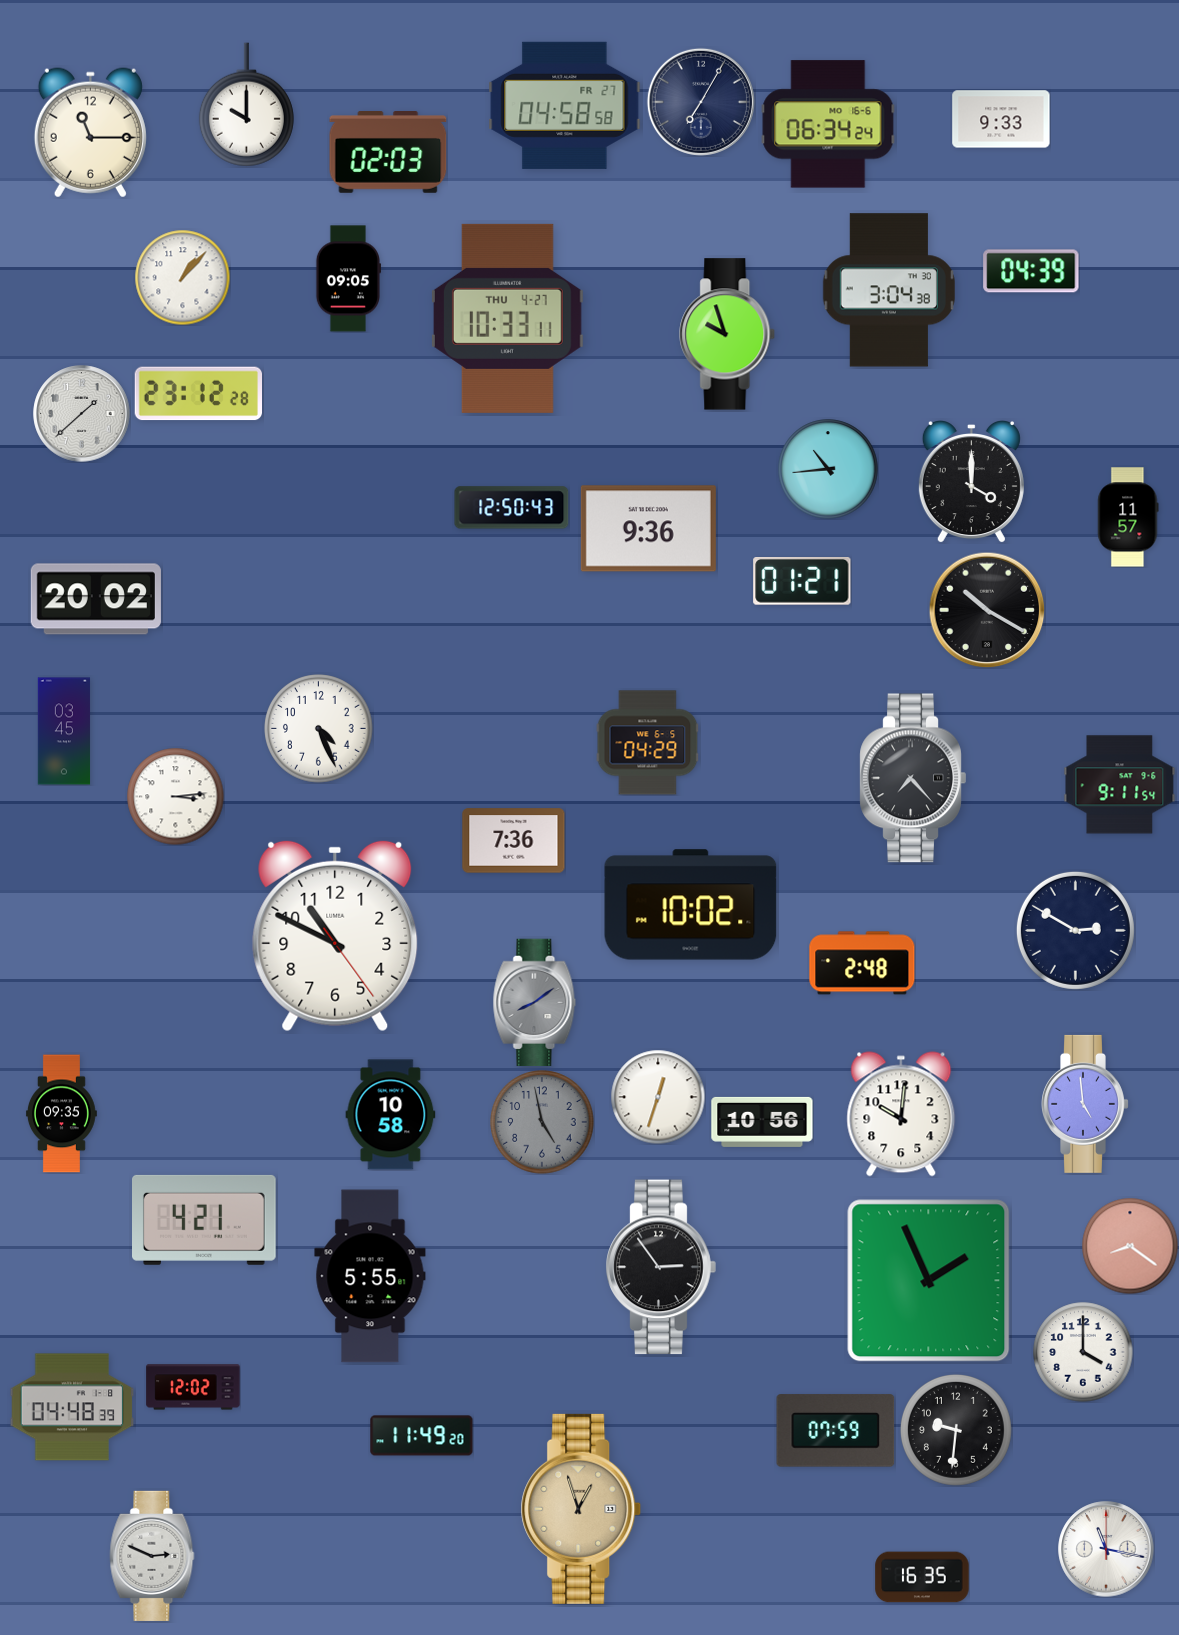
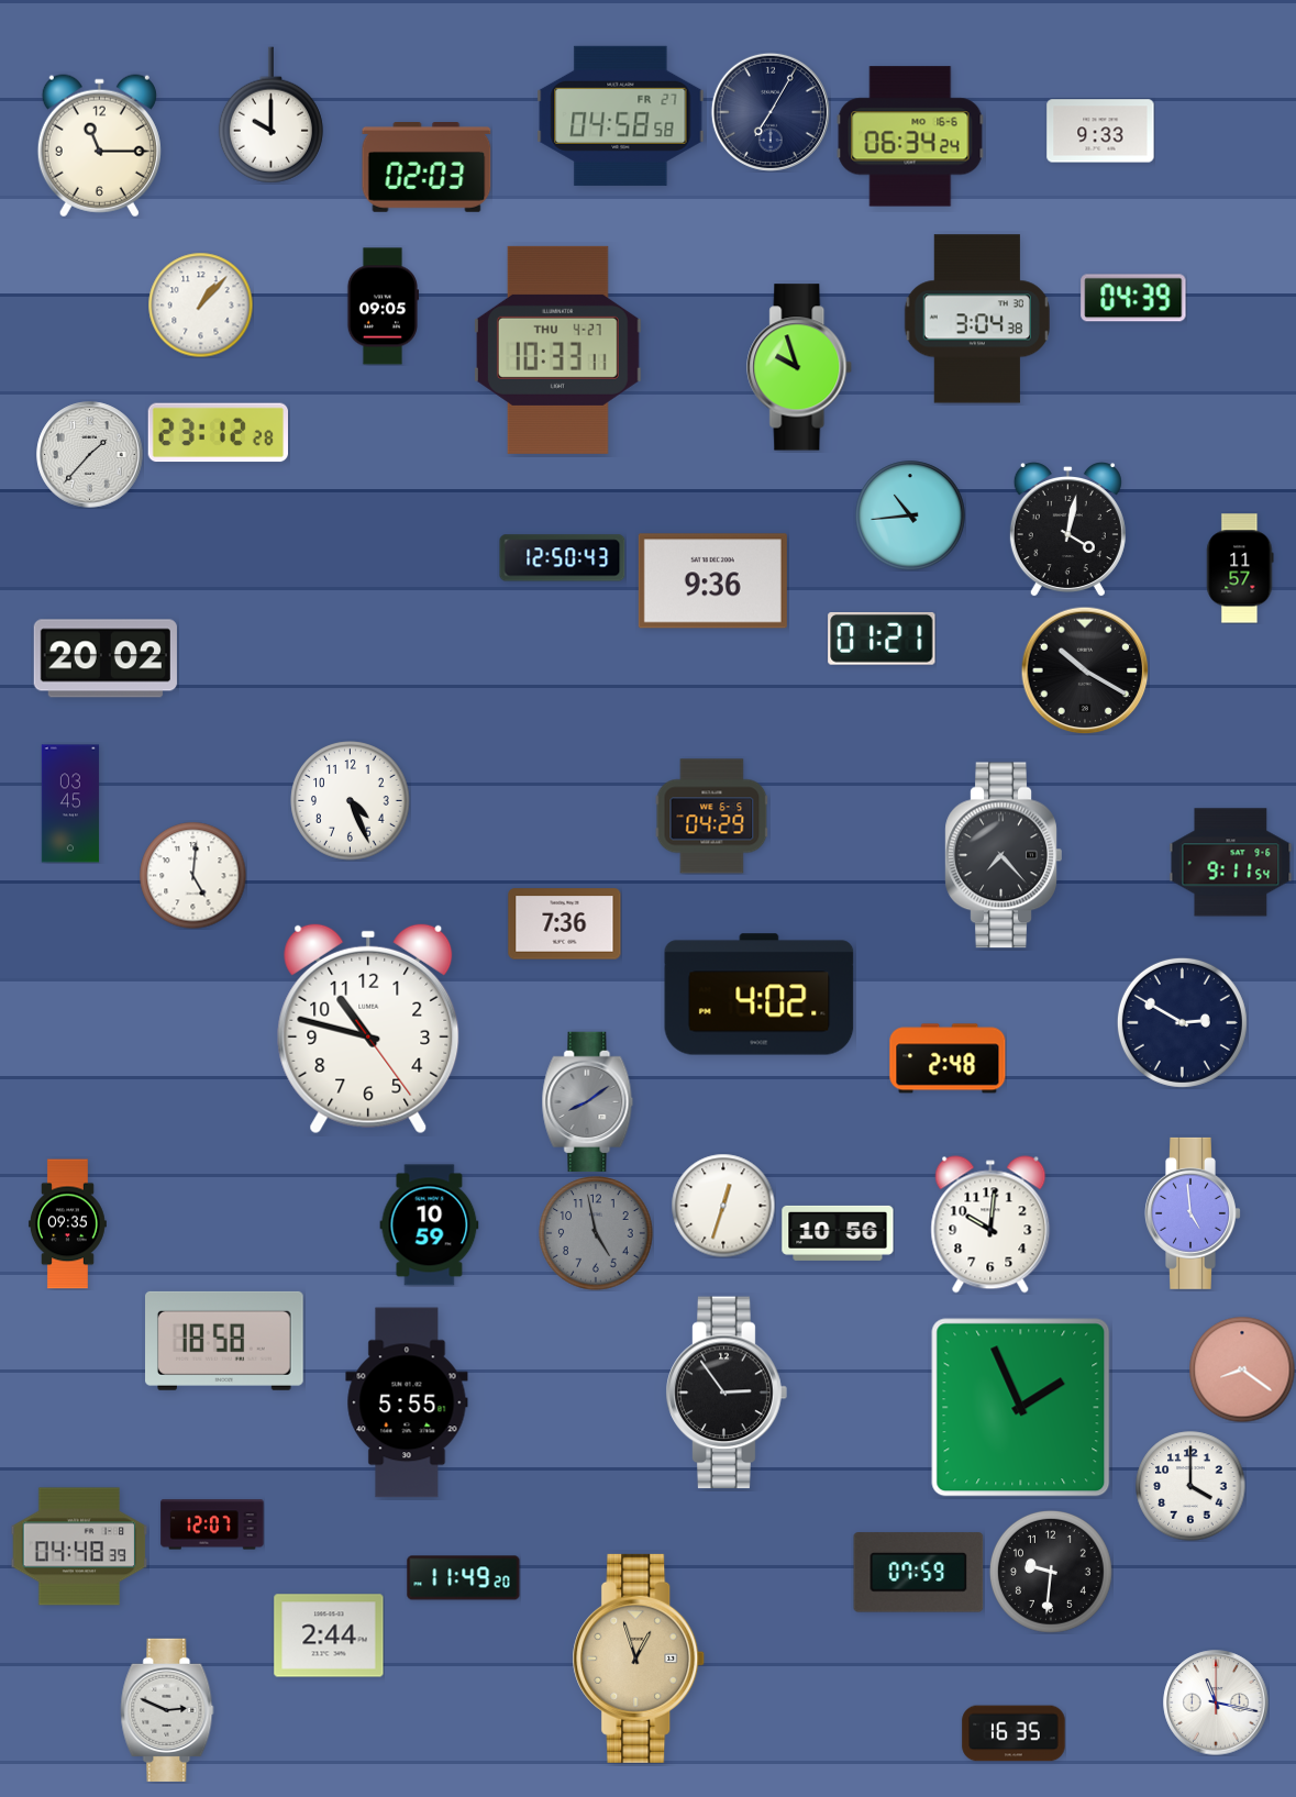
clock at (82, 414): 1:38 -> 1:37
clock at (971, 482): 4:00 -> 4:02
clock at (175, 796): 3:14 -> 5:01
clock at (691, 905): 10:02 -> 4:02
clock at (335, 936): 10:49 -> 10:47
clock at (391, 1115): 10:58 -> 10:59
clock at (205, 1220): 4:21 -> 18:58
clock at (193, 1387): 12:02 -> 12:07
clock at (329, 1635): none -> 2:44
